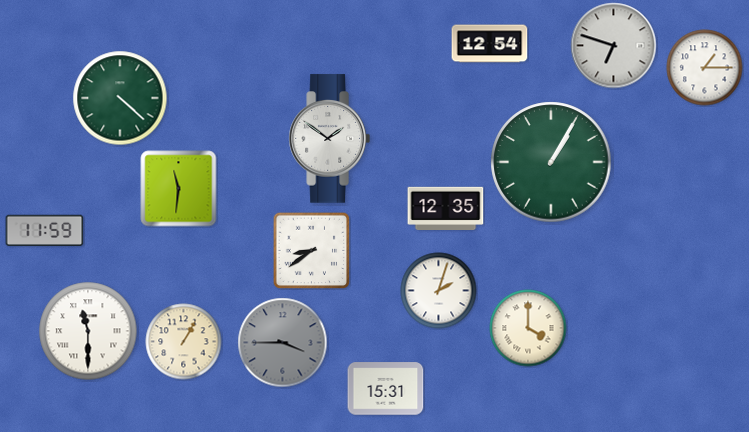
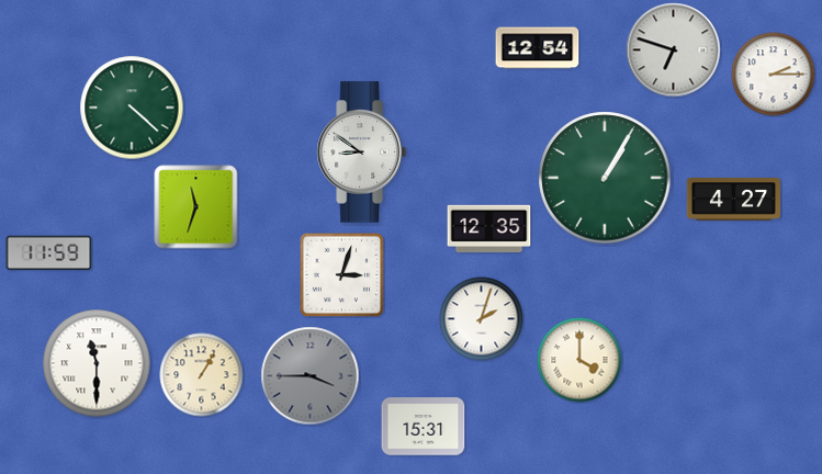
clock at (705, 68): 1:15 -> 2:15
clock at (329, 139): 1:51 -> 8:51
clock at (733, 200): none -> 4:27
clock at (179, 189): 11:31 -> 11:33
clock at (311, 250): 8:39 -> 3:03
